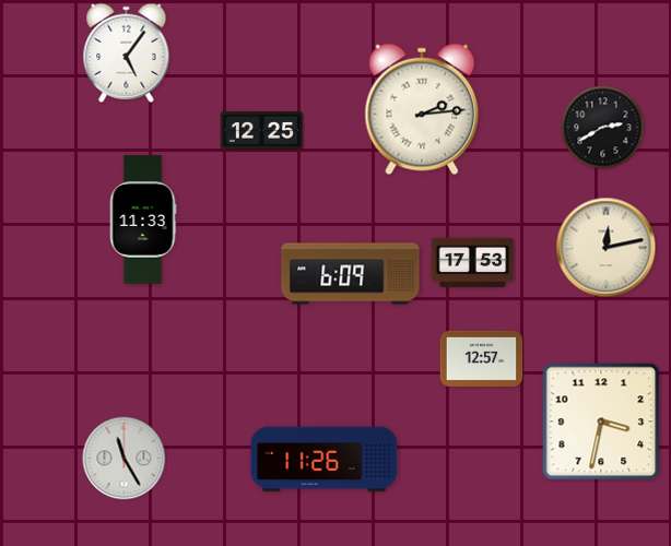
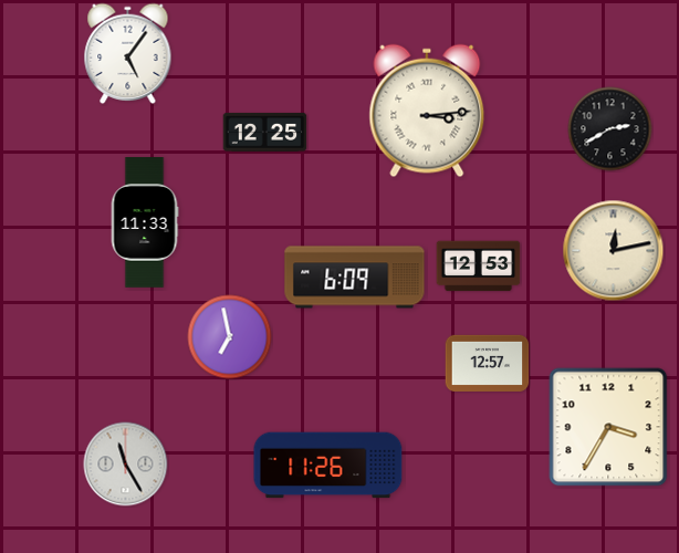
clock at (422, 109): 2:14 -> 3:14
clock at (473, 263): 17:53 -> 12:53
clock at (230, 337): none -> 6:58
clock at (601, 422): 3:32 -> 3:35
